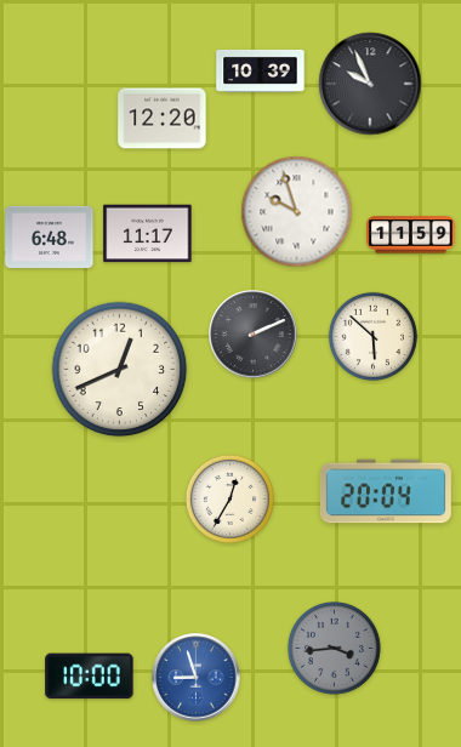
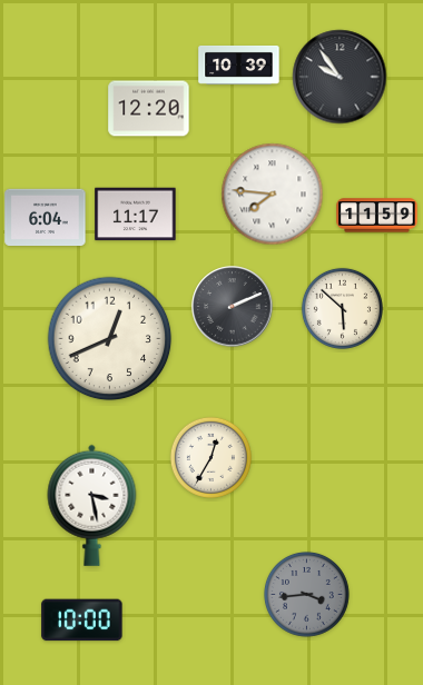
clock at (370, 84): 9:56 -> 9:54
clock at (297, 212): 9:57 -> 7:46
clock at (50, 238): 6:48 -> 6:04
clock at (386, 491): 20:04 -> none
clock at (92, 505): none -> 3:28
clock at (197, 678): 8:57 -> none
